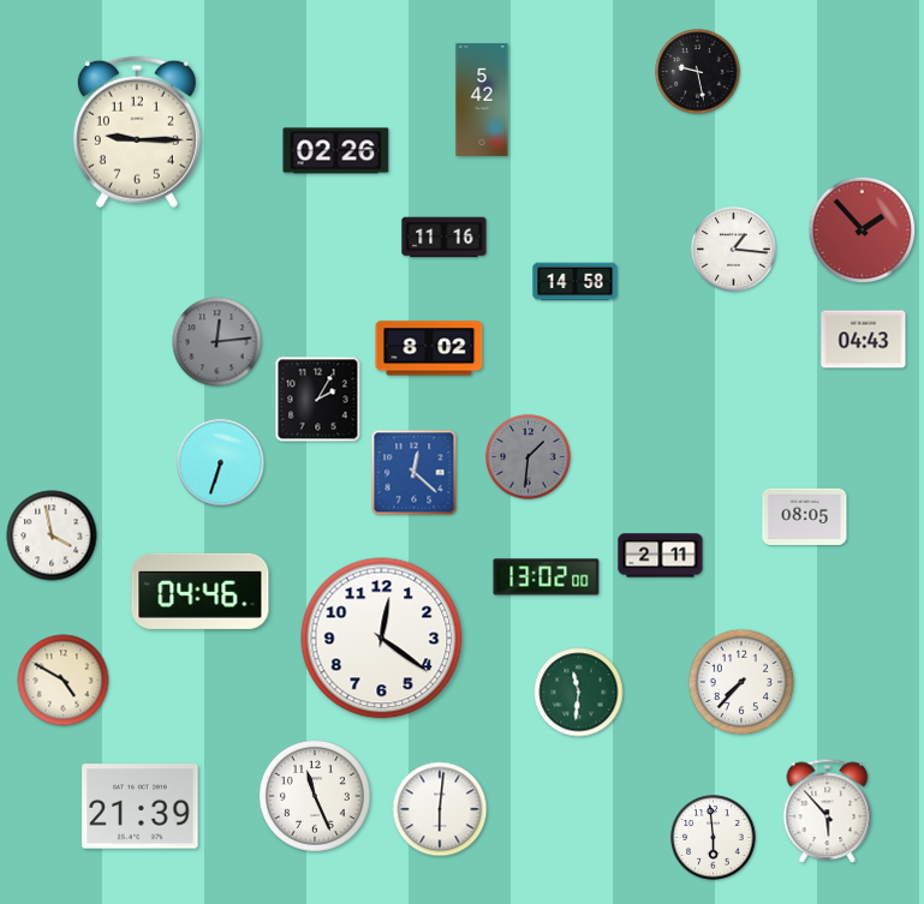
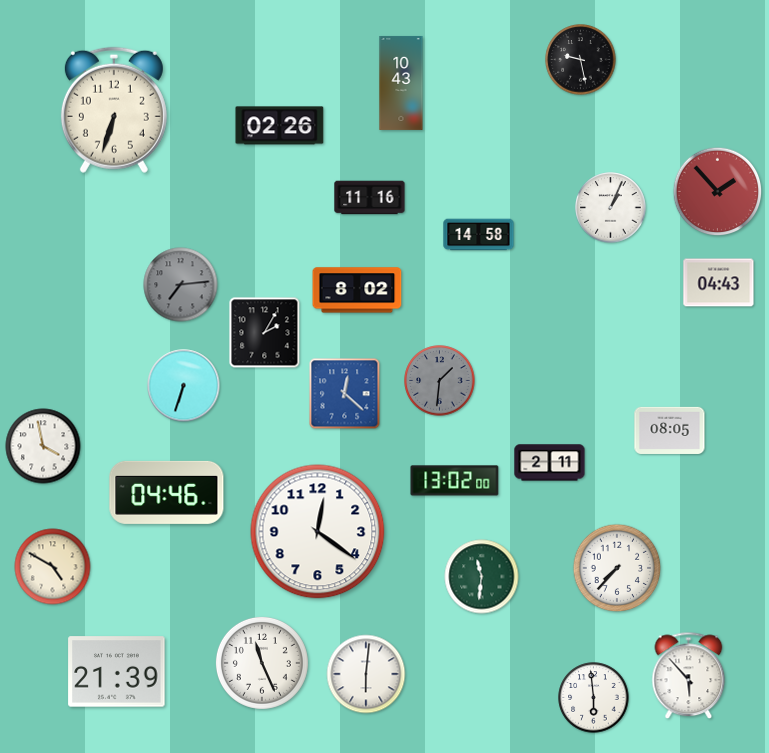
clock at (482, 100): 5:42 -> 10:43
clock at (137, 132): 9:15 -> 6:33
clock at (734, 250): 1:16 -> 1:04
clock at (217, 342): 12:14 -> 7:14
